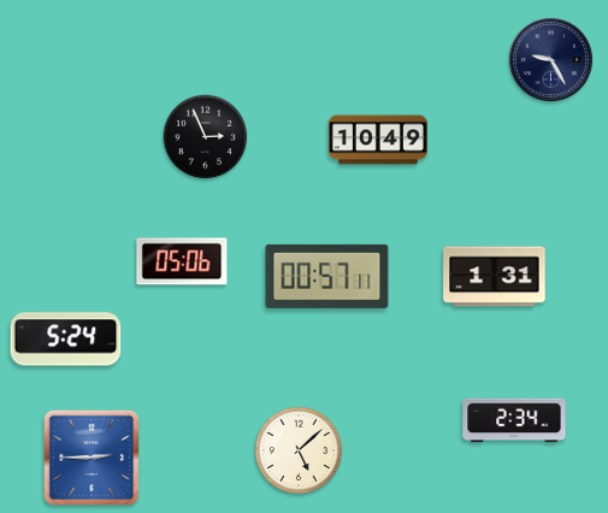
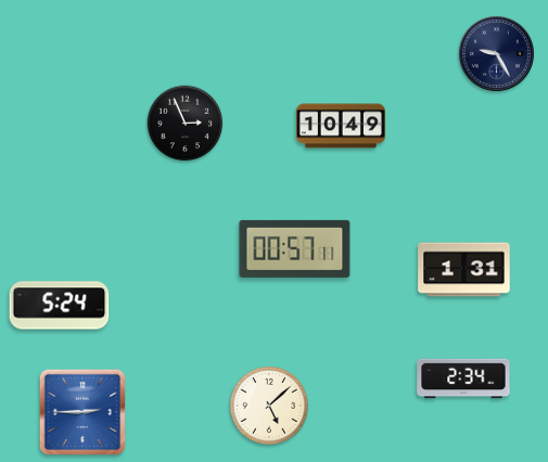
clock at (182, 261): 05:06 -> none
clock at (495, 277) position: (495, 277) -> (464, 270)
